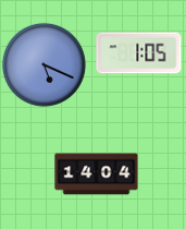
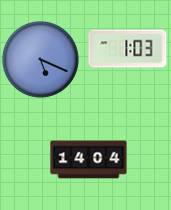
clock at (139, 53): 1:05 -> 1:03
